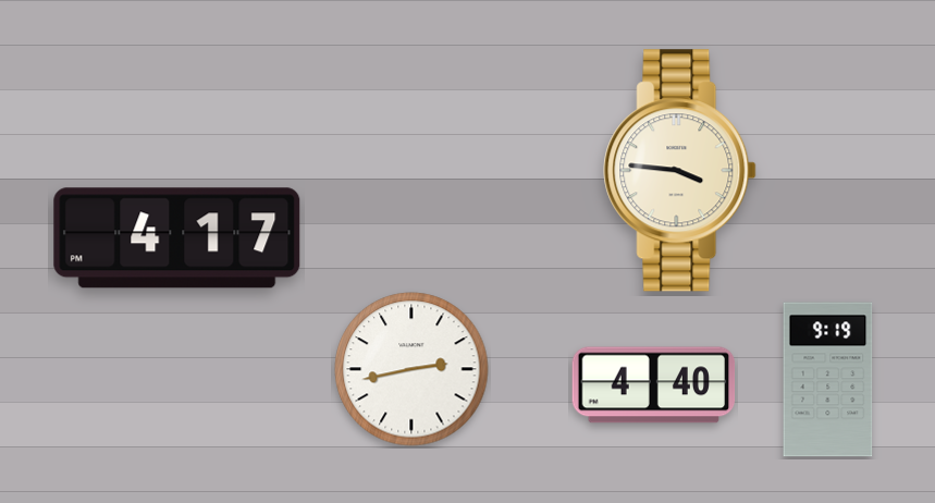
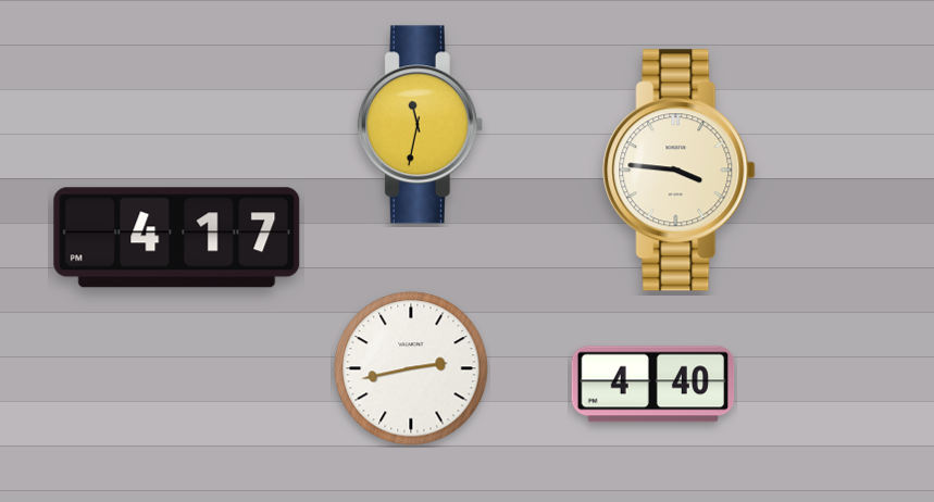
clock at (420, 125): none -> 11:32
clock at (828, 380): 9:19 -> none
